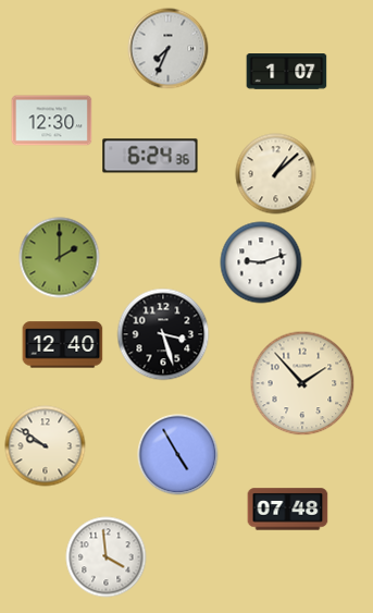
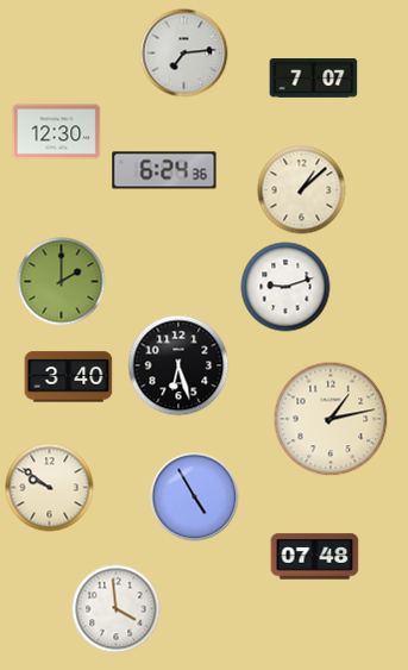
clock at (169, 49): 7:34 -> 7:14
clock at (287, 72): 1:07 -> 7:07
clock at (60, 258) position: (60, 258) -> (62, 282)
clock at (163, 334): 3:27 -> 6:27
clock at (63, 345): 12:40 -> 3:40
clock at (302, 383): 1:53 -> 1:13
